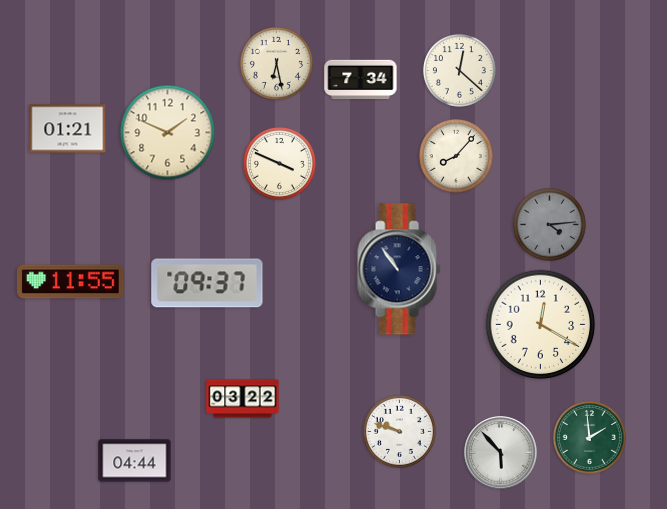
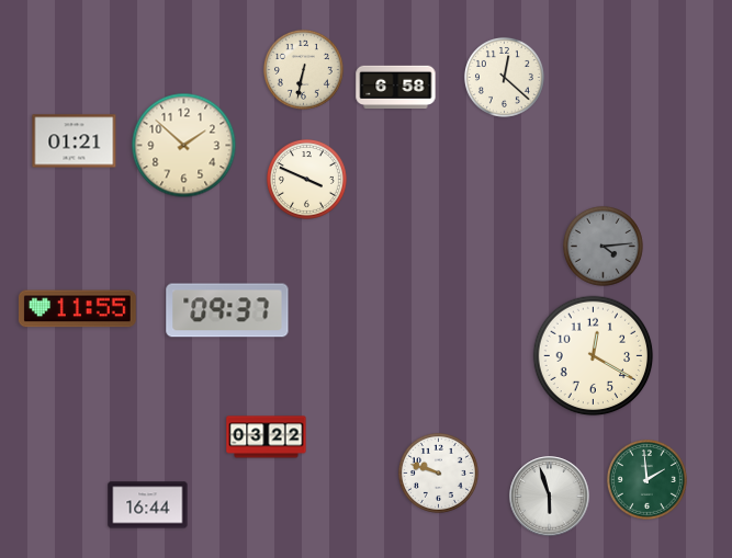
clock at (276, 63): 6:28 -> 6:32
clock at (361, 80): 7:34 -> 6:58
clock at (168, 133): 1:49 -> 1:52
clock at (457, 157): 8:07 -> none
clock at (399, 269): 10:54 -> none
clock at (501, 453): 5:53 -> 5:57
clock at (135, 461): 04:44 -> 16:44
